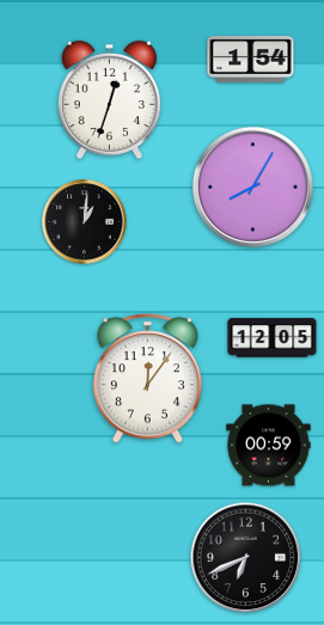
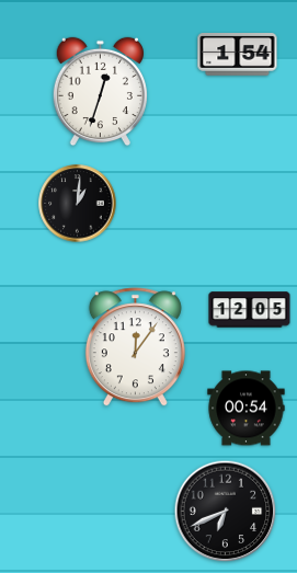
clock at (251, 60) position: (251, 60) -> (238, 55)
clock at (252, 186): 8:05 -> none
clock at (269, 446): 00:59 -> 00:54
